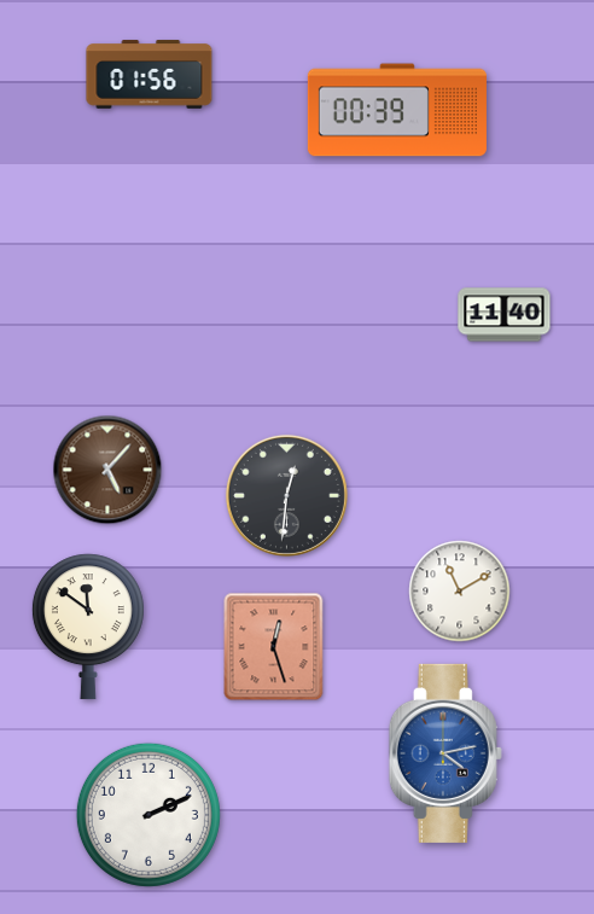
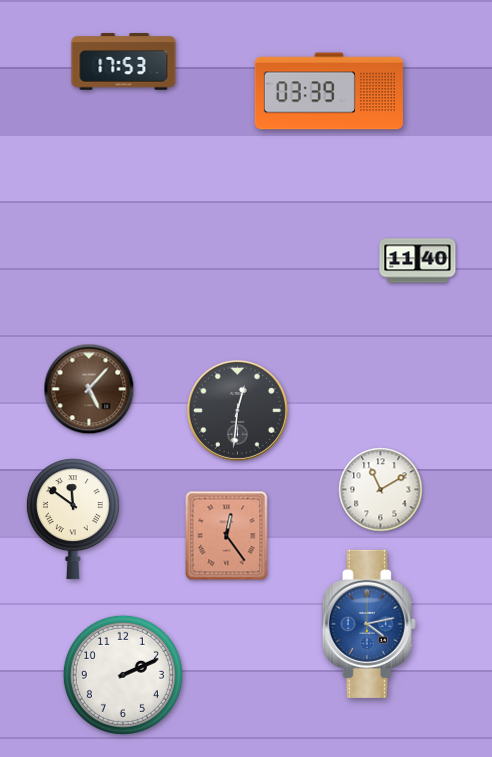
clock at (150, 75): 01:56 -> 17:53
clock at (397, 110): 00:39 -> 03:39
clock at (274, 647): 12:27 -> 12:24
